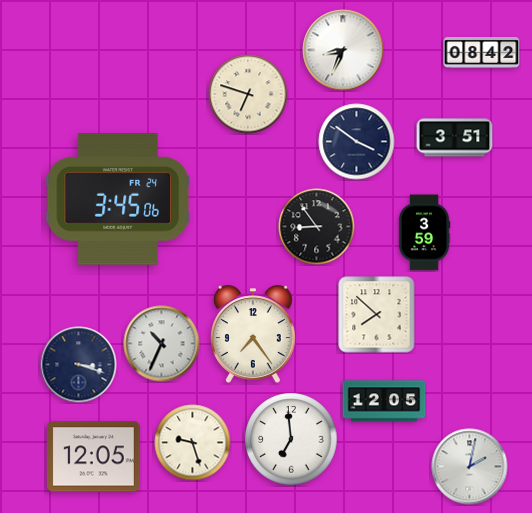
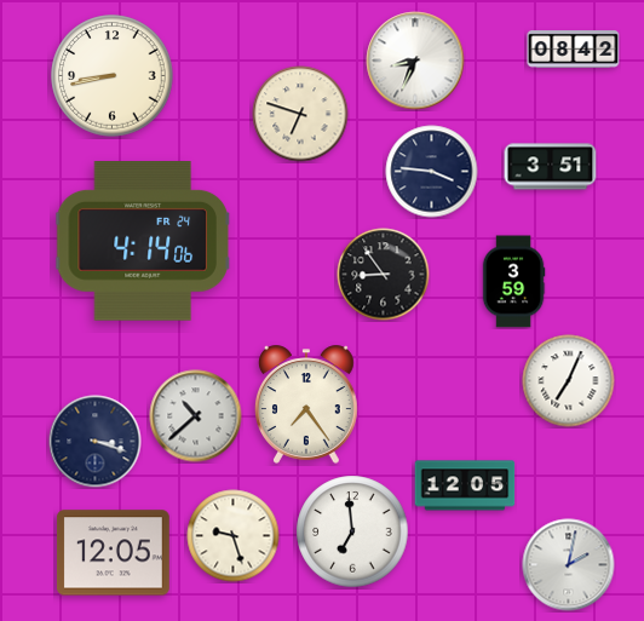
clock at (482, 53) position: (482, 53) -> (574, 50)
clock at (113, 76): none -> 8:43
clock at (357, 142): 3:51 -> 3:46
clock at (118, 200): 3:45 -> 4:14
clock at (377, 315): 7:52 -> none
clock at (569, 381): none -> 7:04
clock at (162, 344): 10:34 -> 10:38
